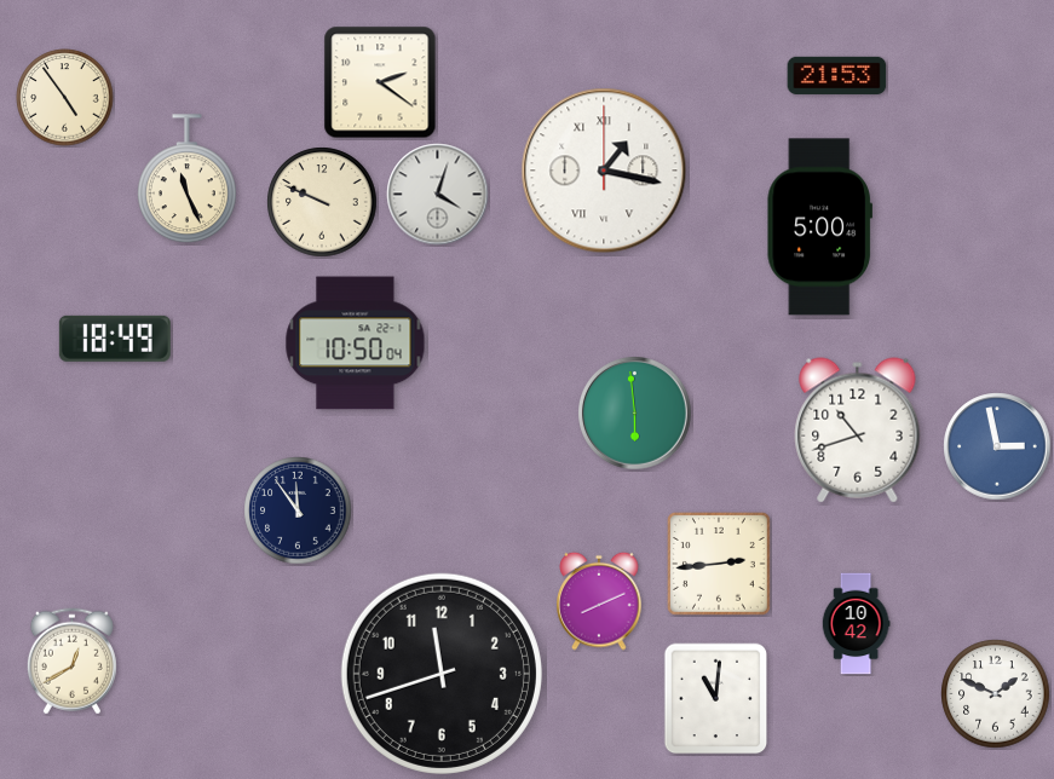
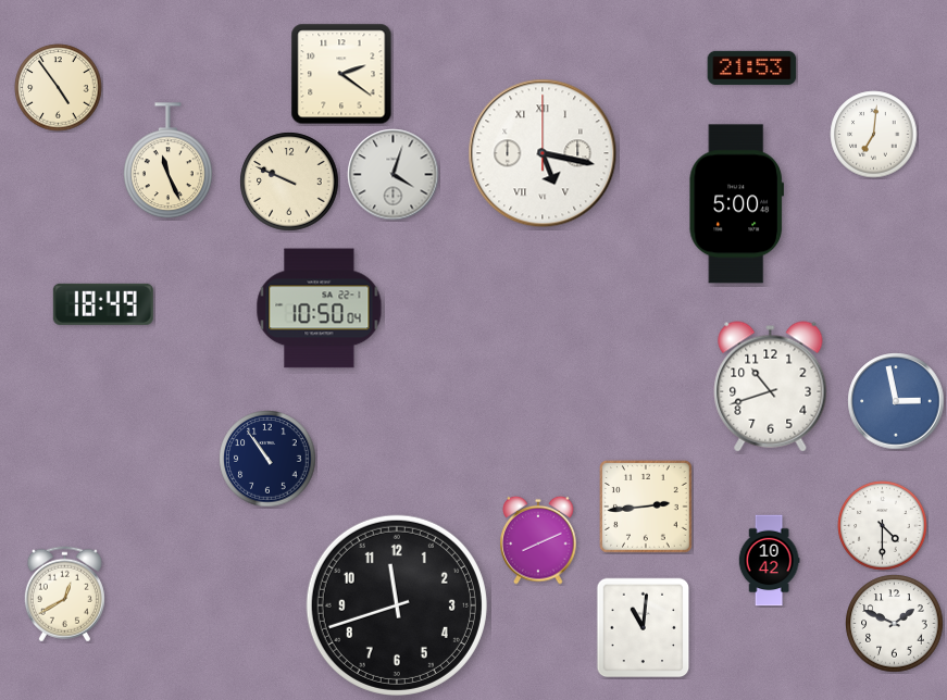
clock at (874, 135): none -> 7:01
clock at (604, 171): 1:17 -> 5:17
clock at (635, 414): 5:59 -> none
clock at (298, 510): 11:54 -> 10:54
clock at (883, 526): none -> 4:30
